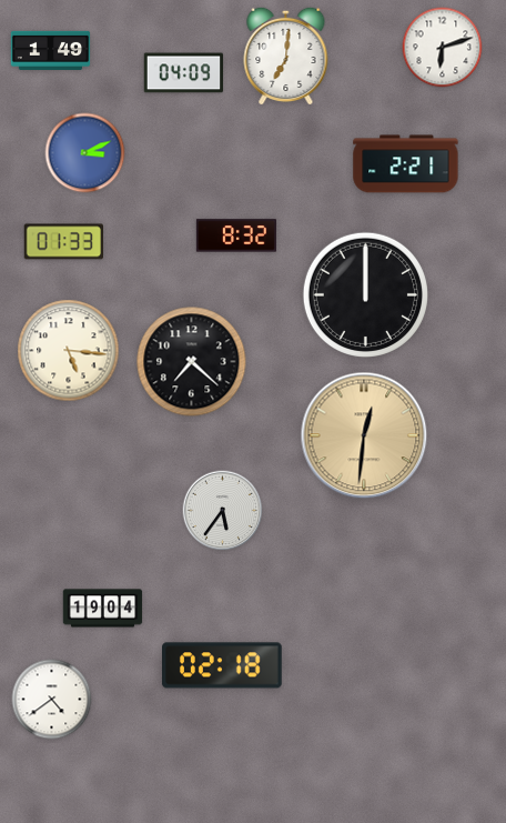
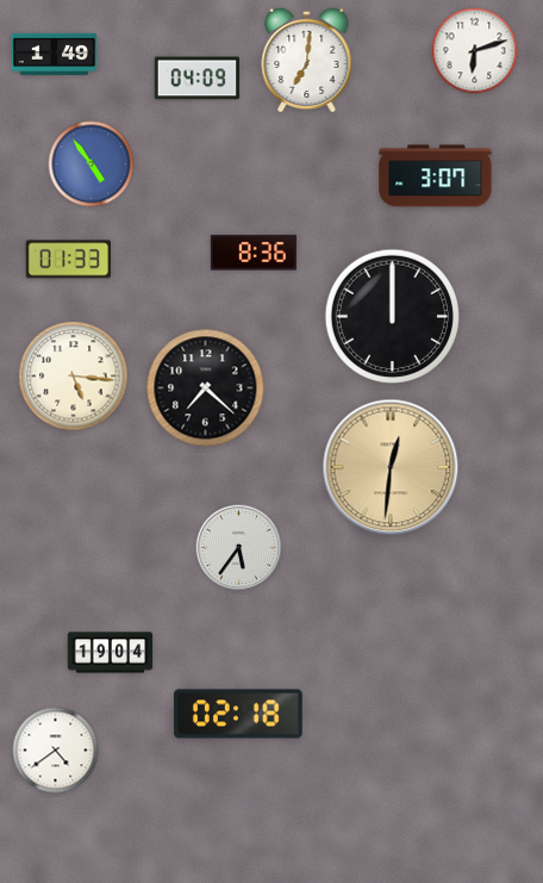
clock at (85, 153): 3:11 -> 4:54
clock at (406, 164): 2:21 -> 3:07
clock at (236, 235): 8:32 -> 8:36
